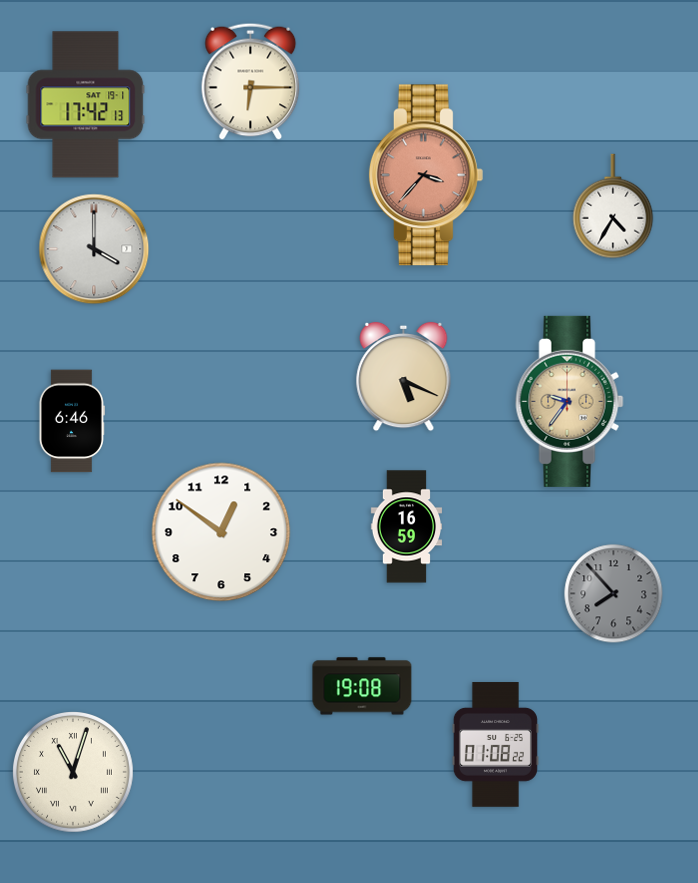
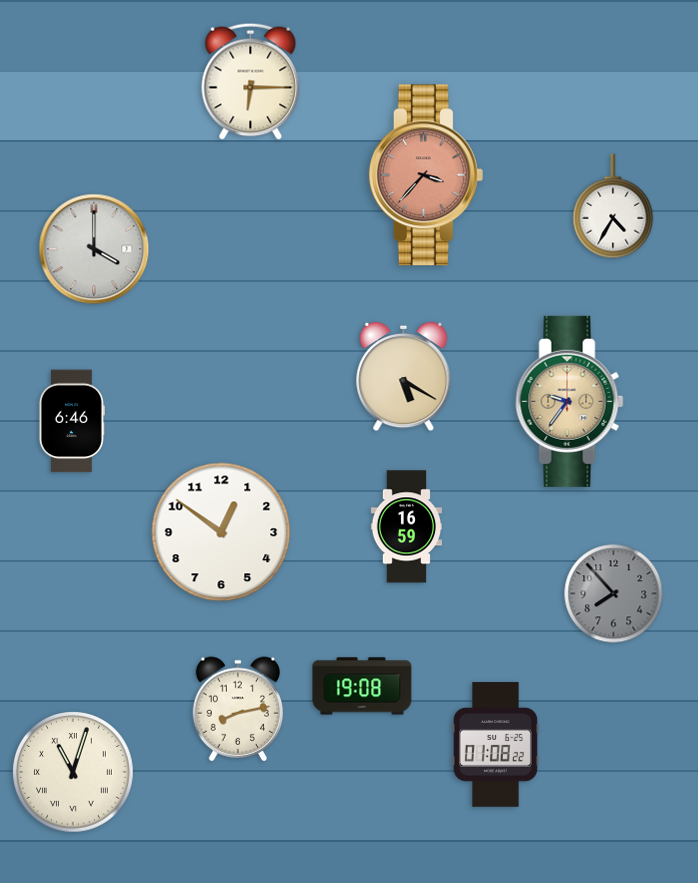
clock at (86, 105): 17:42 -> none
clock at (404, 377): 5:19 -> 5:20
clock at (238, 709): none -> 8:13
